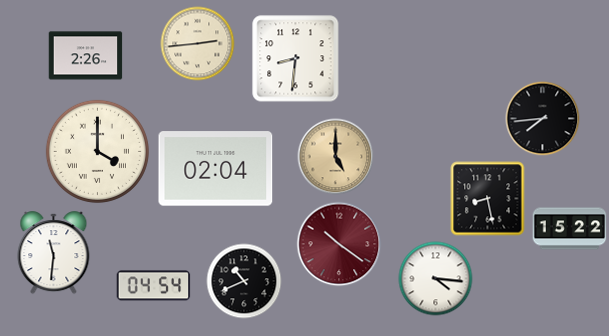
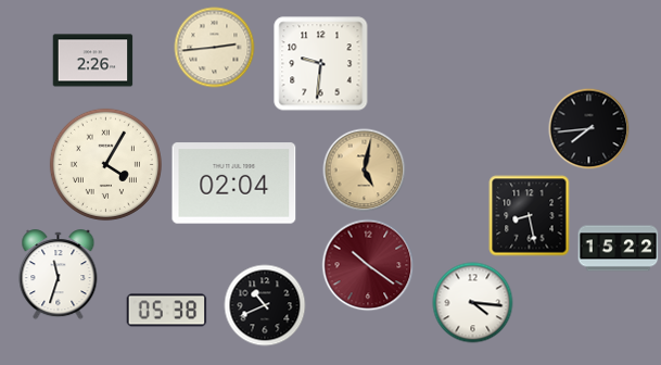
clock at (296, 59): 8:31 -> 9:31
clock at (97, 151): 4:00 -> 4:05
clock at (336, 157): 5:00 -> 5:02
clock at (54, 253): 11:31 -> 11:33
clock at (154, 286): 04:54 -> 05:38
